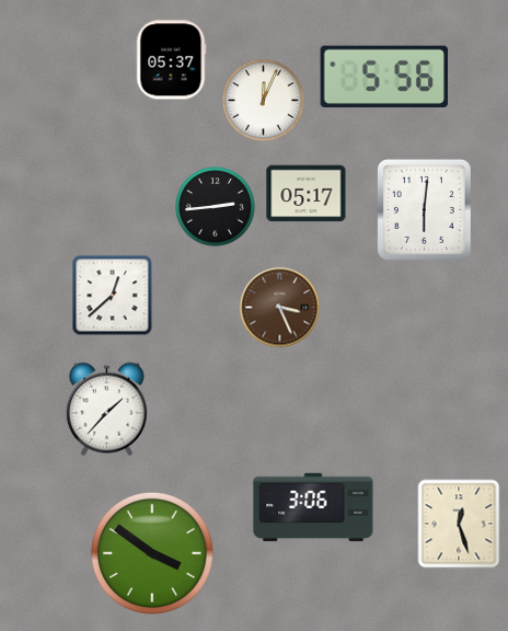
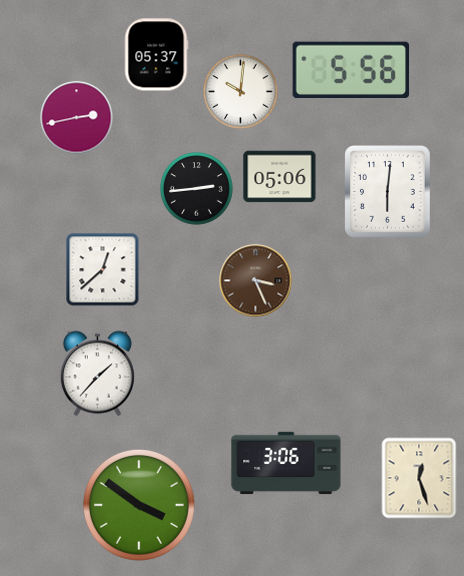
clock at (264, 101): 12:04 -> 10:01
clock at (77, 118): none -> 2:43
clock at (307, 194): 05:17 -> 05:06
